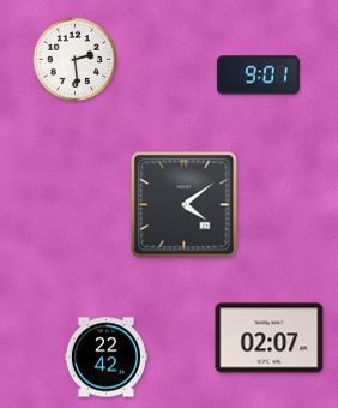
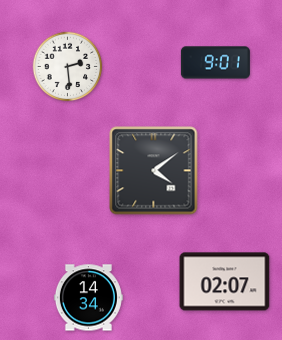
clock at (76, 60) position: (76, 60) -> (68, 67)
clock at (105, 358): 22:42 -> 14:34
